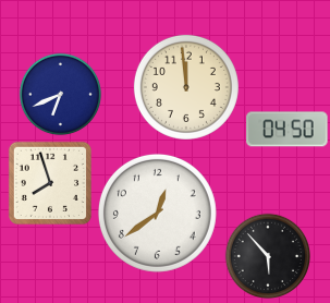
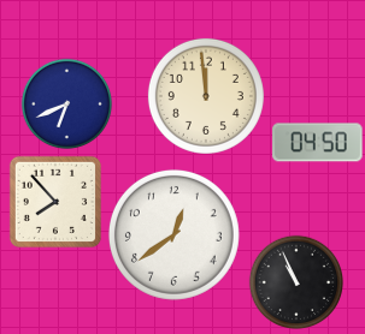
clock at (50, 183): 7:57 -> 7:53
clock at (268, 256): 5:53 -> 10:56
